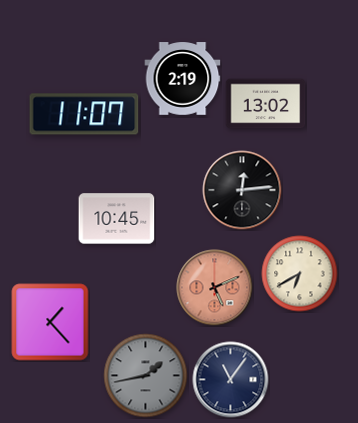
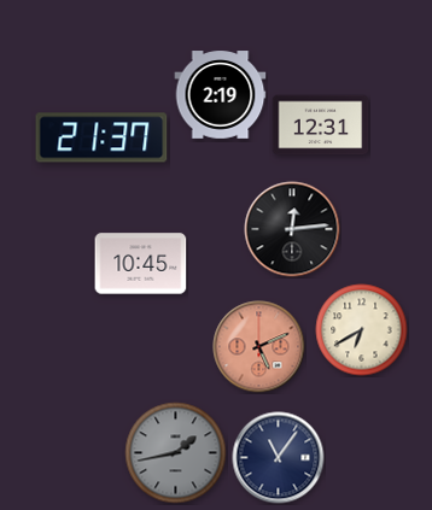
clock at (266, 104): 13:02 -> 12:31
clock at (84, 114): 11:07 -> 21:37
clock at (50, 322): 1:23 -> none
